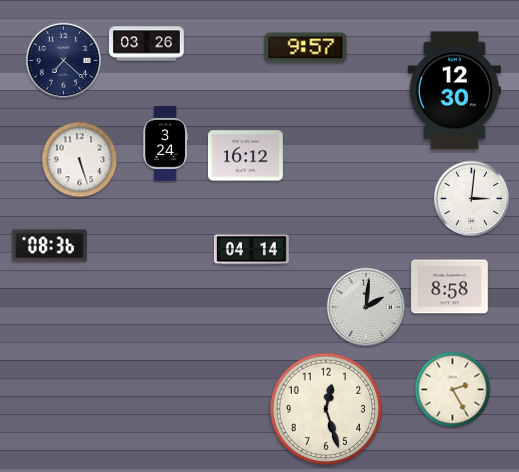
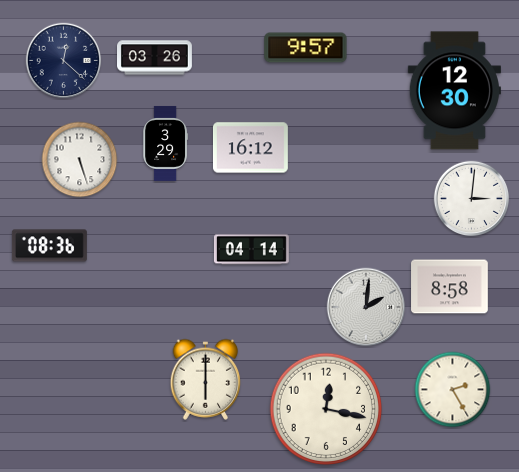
clock at (147, 44) position: (147, 44) -> (155, 58)
clock at (64, 61): 7:22 -> 12:22
clock at (166, 144): 3:24 -> 3:29
clock at (245, 156) position: (245, 156) -> (250, 148)
clock at (206, 379): none -> 6:00
clock at (326, 409): 12:27 -> 12:17
